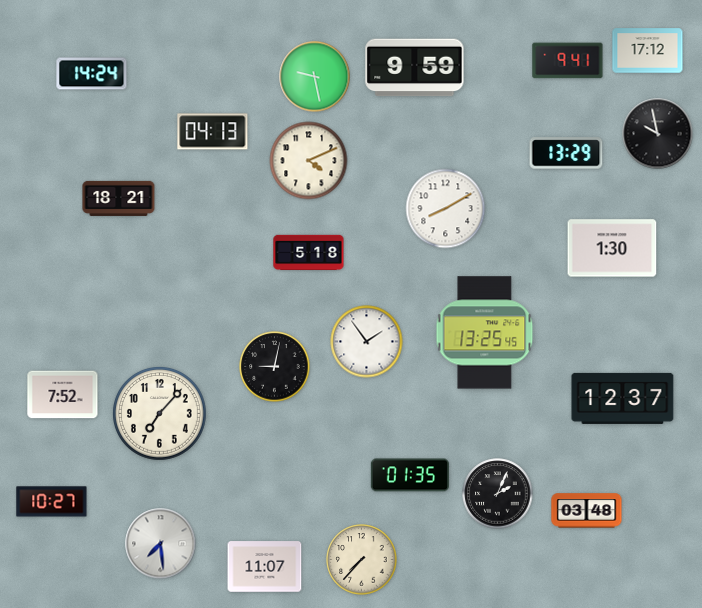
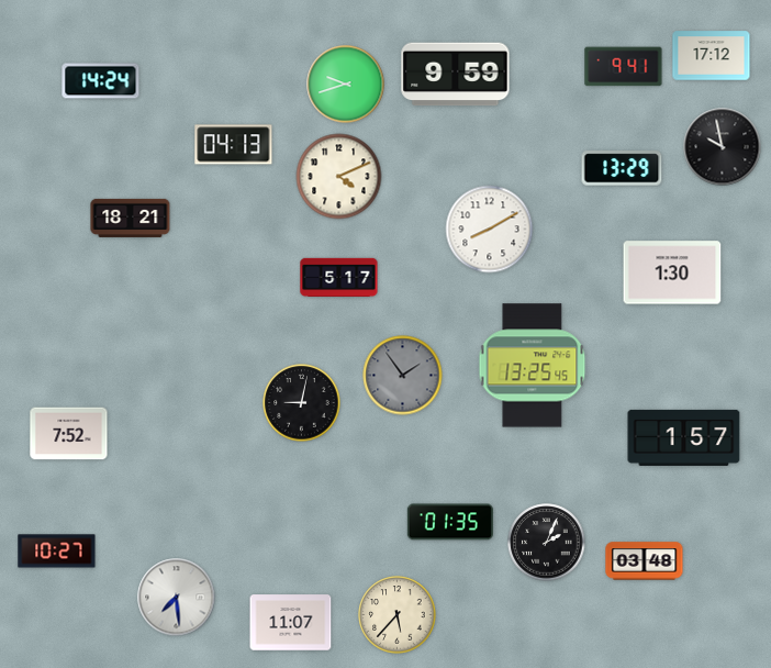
clock at (315, 77): 9:28 -> 9:42
clock at (309, 253): 5:18 -> 5:17
clock at (367, 342) dial: white -> grey
clock at (623, 398): 12:37 -> 1:57
clock at (160, 414): 7:07 -> none
clock at (362, 560): 7:37 -> 5:37
